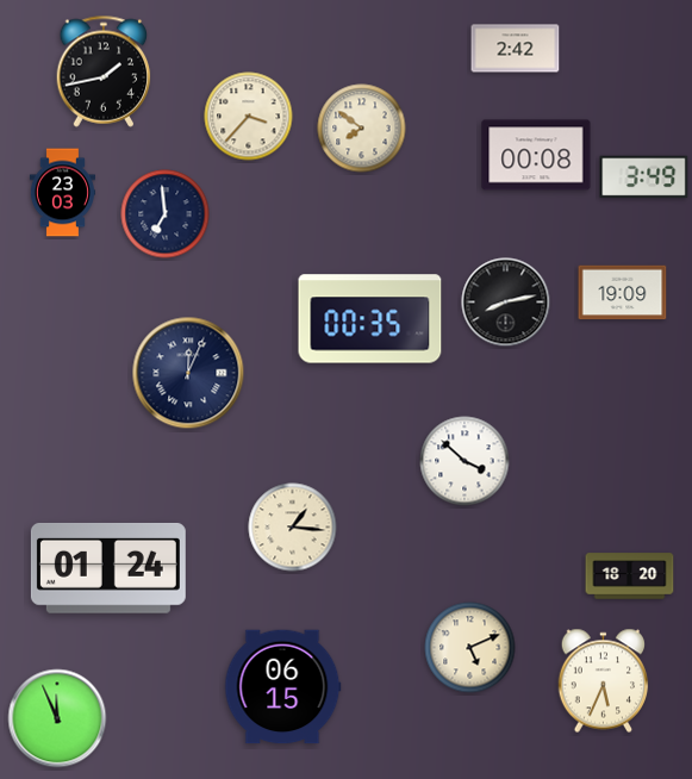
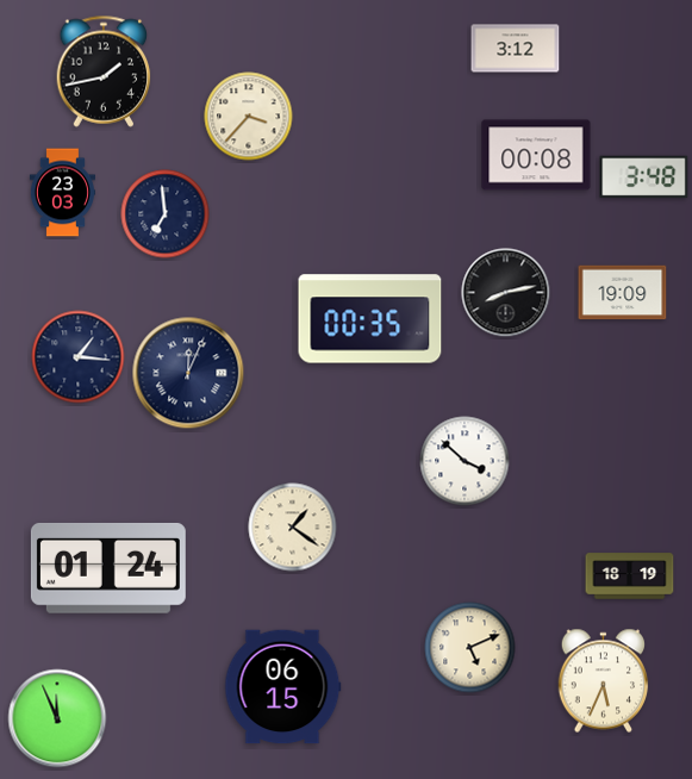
clock at (516, 49): 2:42 -> 3:12
clock at (362, 129): 7:51 -> none
clock at (644, 177): 3:49 -> 3:48
clock at (506, 303) position: (506, 303) -> (506, 293)
clock at (79, 357): none -> 1:16
clock at (293, 528): 1:16 -> 1:21
clock at (630, 577): 18:20 -> 18:19
